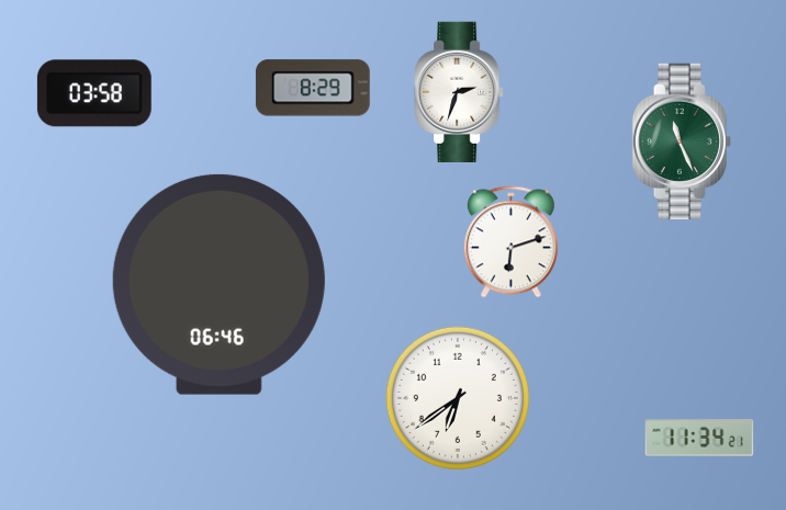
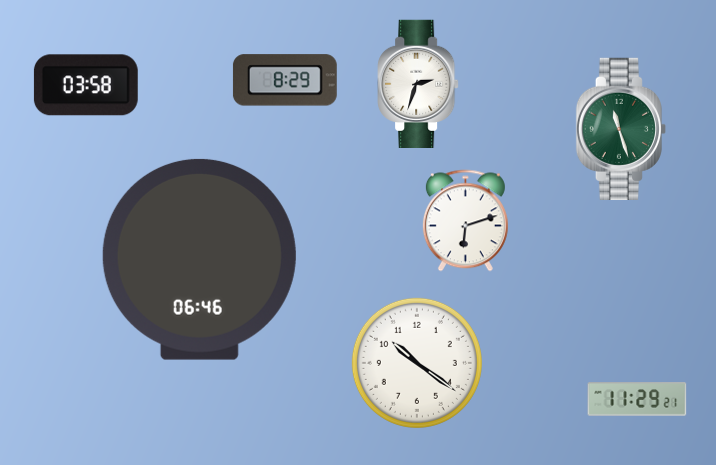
clock at (682, 141): 11:26 -> 11:27
clock at (458, 398): 6:39 -> 10:21
clock at (699, 438): 11:34 -> 11:29
